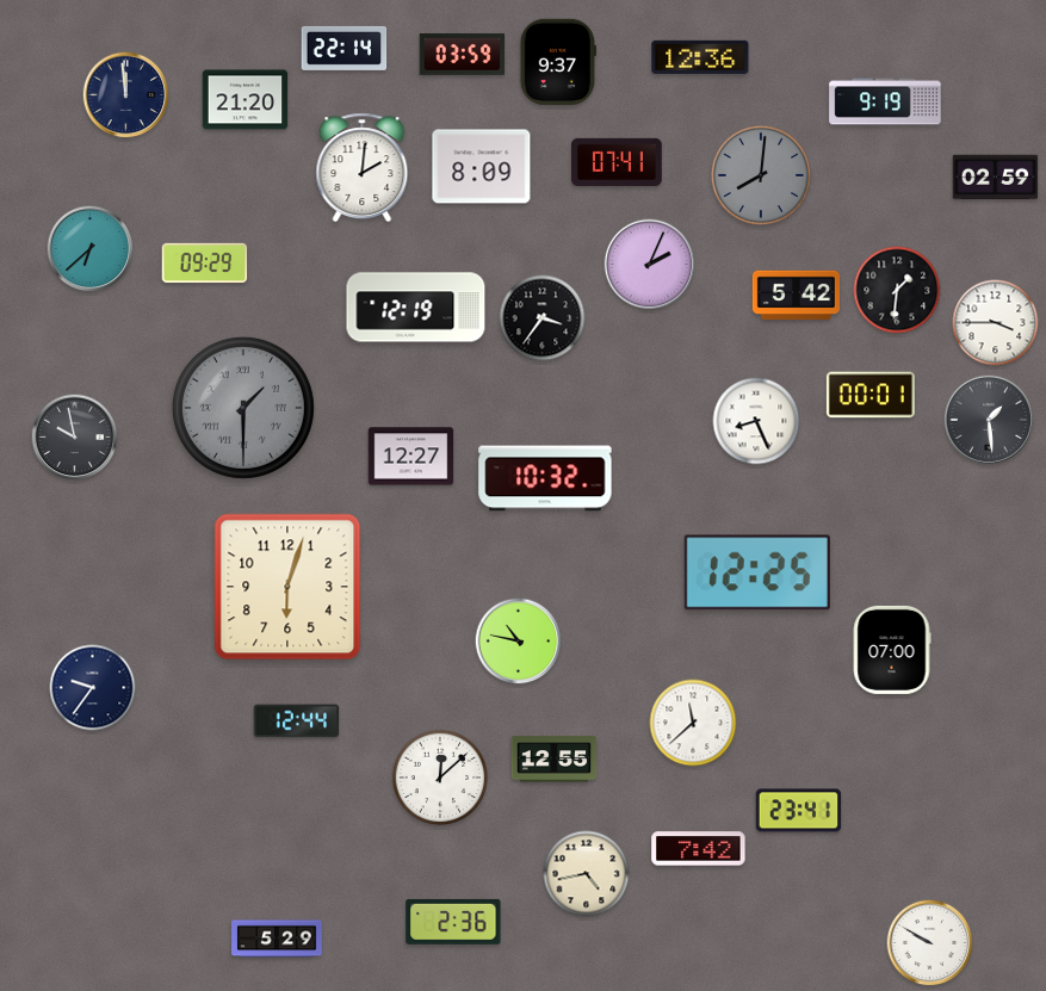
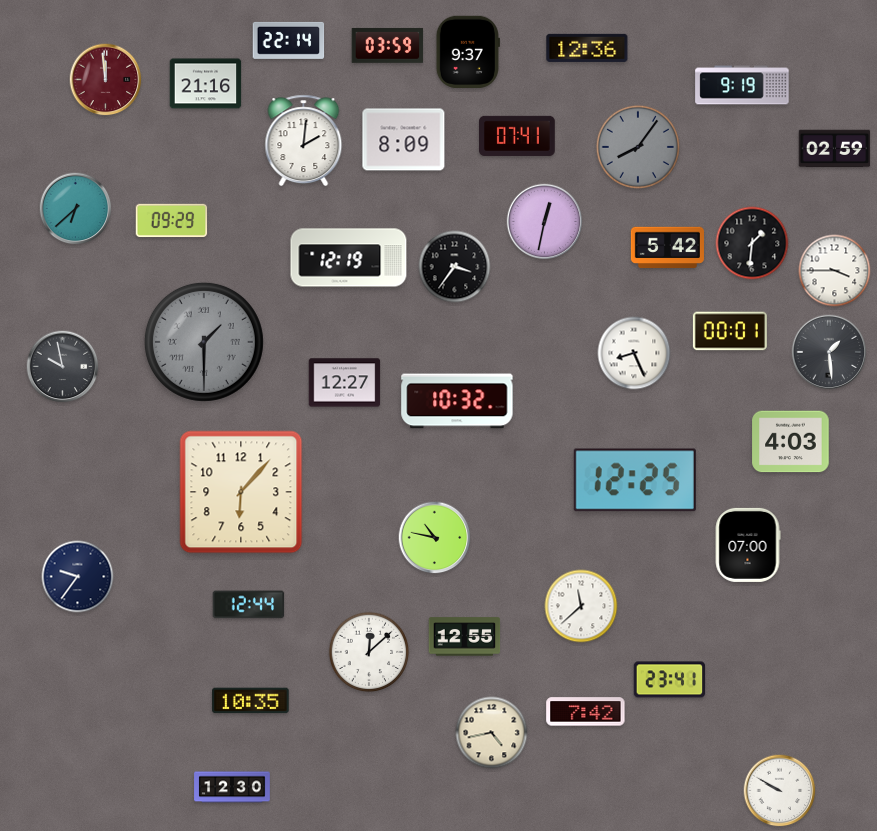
clock at (126, 95) dial: navy -> burgundy
clock at (246, 100): 21:20 -> 21:16
clock at (761, 175): 8:01 -> 8:06
clock at (650, 265): 2:04 -> 12:32
clock at (791, 442): none -> 4:03
clock at (287, 587): 6:03 -> 6:07
clock at (251, 701): none -> 10:35
clock at (453, 922): 2:36 -> none
clock at (277, 939): 5:29 -> 12:30
